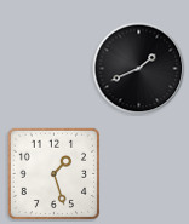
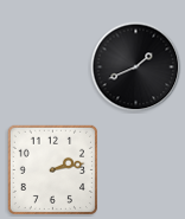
clock at (53, 173): 1:27 -> 2:13
